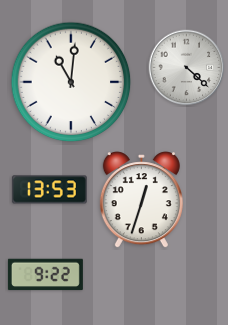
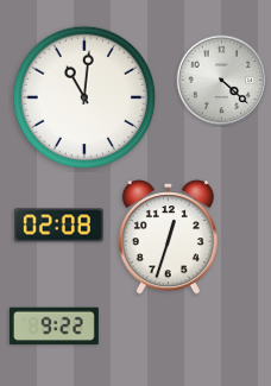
clock at (49, 190): 13:53 -> 02:08
